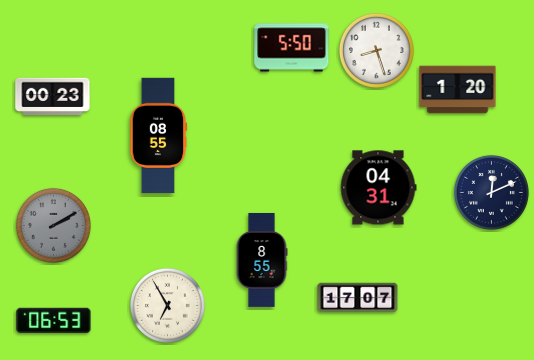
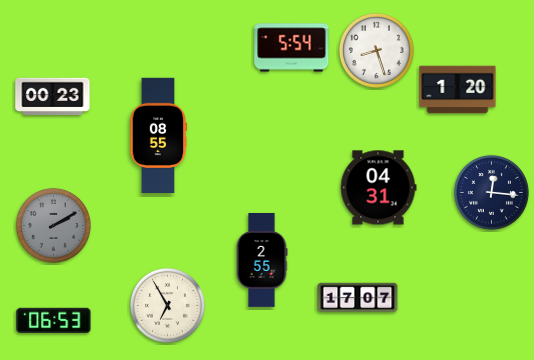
clock at (292, 48): 5:50 -> 5:54
clock at (491, 192): 12:11 -> 12:16
clock at (262, 260): 8:55 -> 2:55
